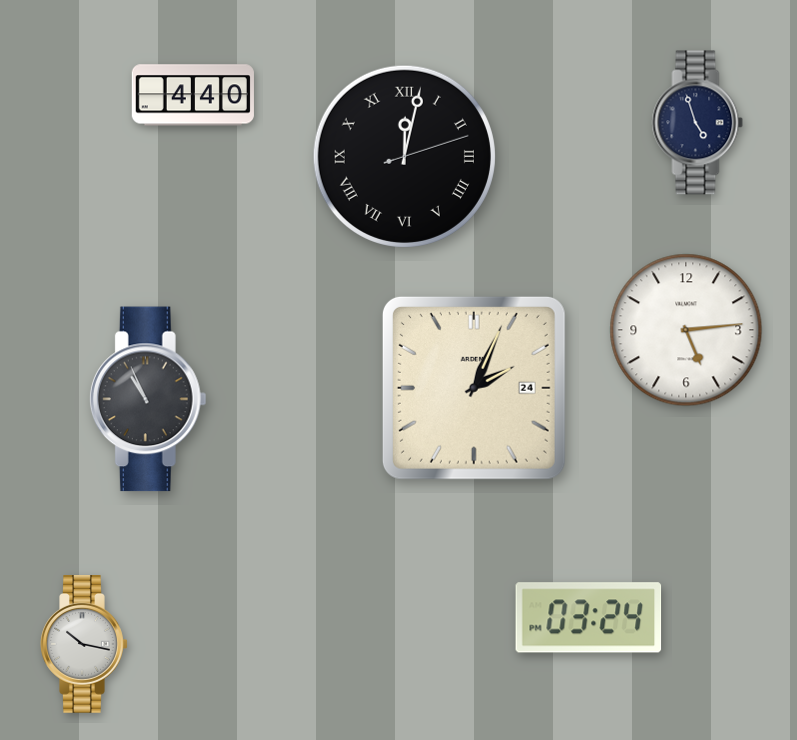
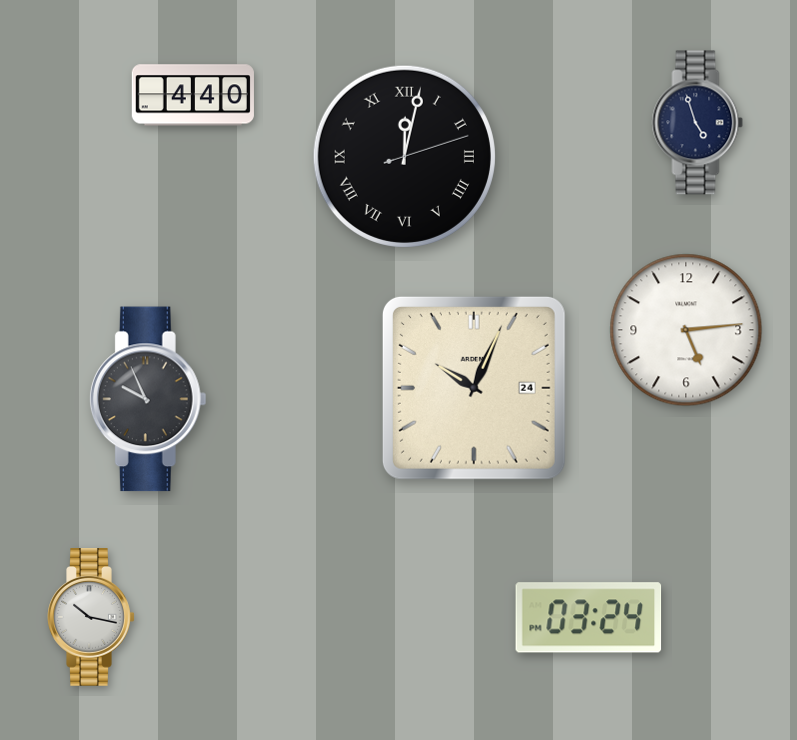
clock at (474, 388): 2:04 -> 10:04
clock at (148, 399): 10:56 -> 9:56
clock at (84, 645) position: (84, 645) -> (91, 618)
